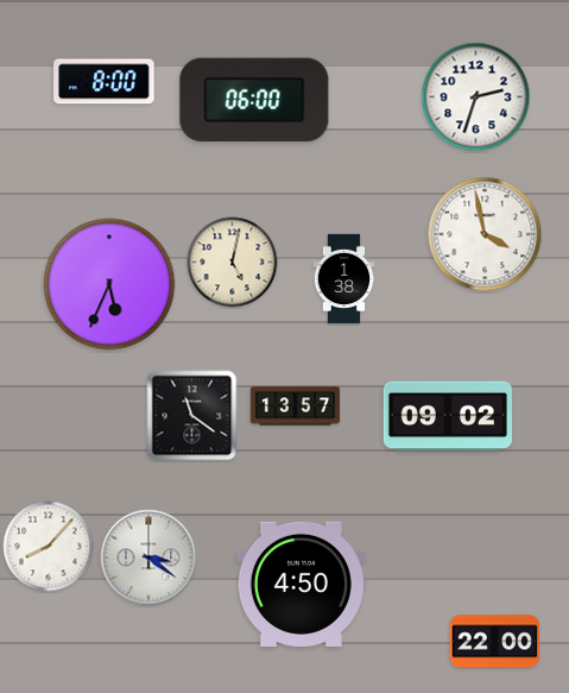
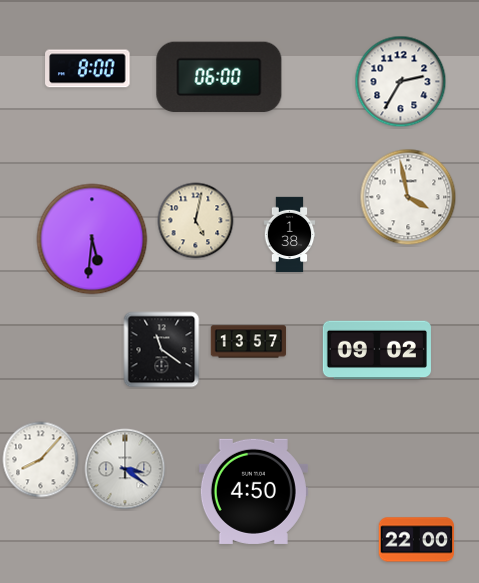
clock at (476, 97): 2:33 -> 2:35
clock at (254, 100) position: (254, 100) -> (219, 77)
clock at (109, 284): 5:34 -> 5:31
